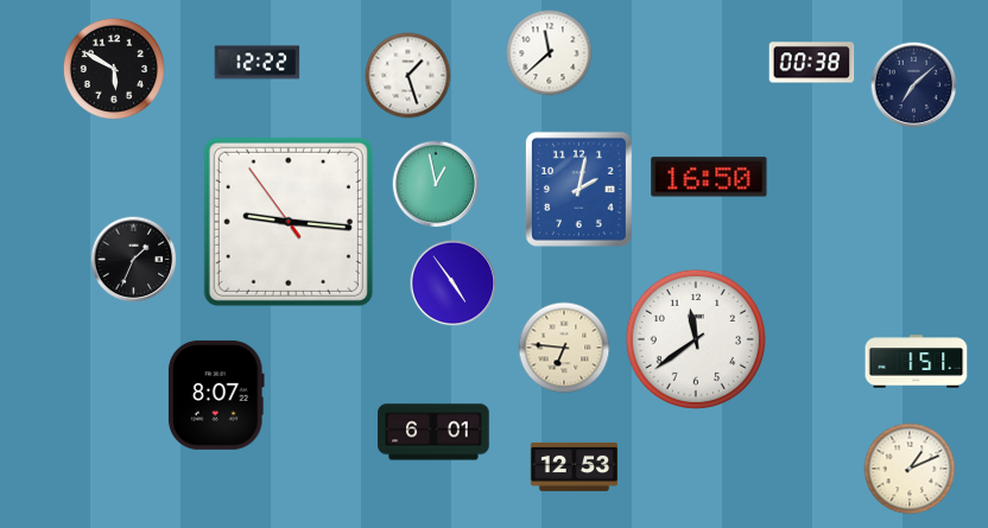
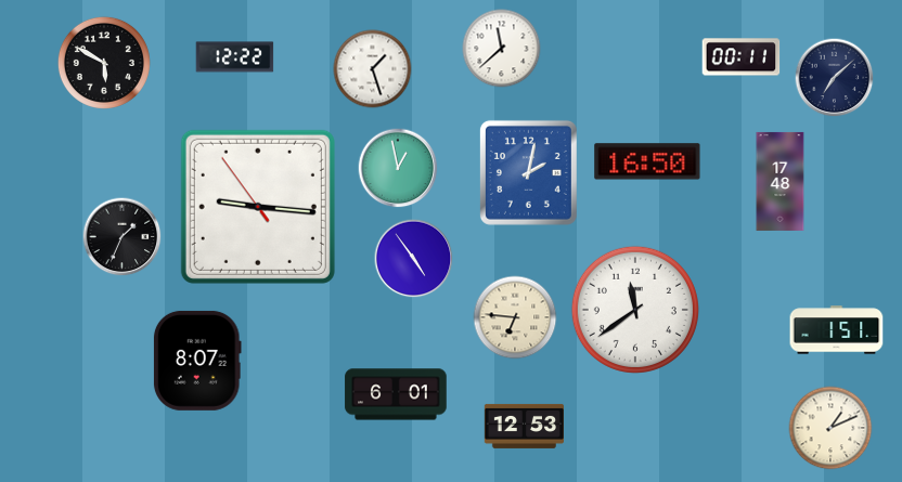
clock at (812, 63): 00:38 -> 00:11
clock at (781, 181): none -> 17:48
clock at (289, 222) position: (289, 222) -> (258, 207)
